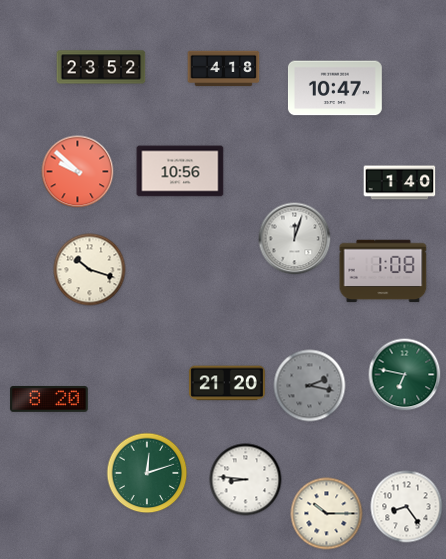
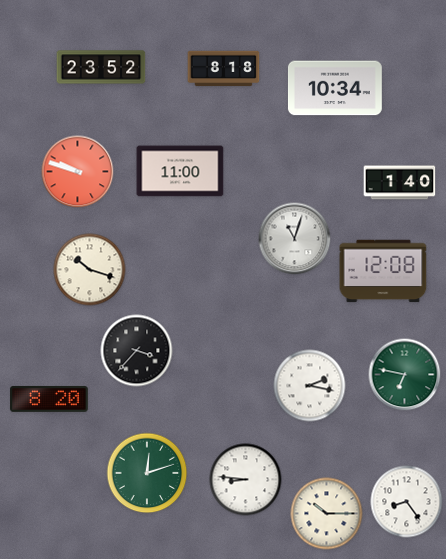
clock at (224, 69): 4:18 -> 8:18
clock at (335, 88): 10:47 -> 10:34
clock at (180, 171): 10:56 -> 11:00
clock at (78, 172): 9:52 -> 9:48
clock at (295, 239): 12:03 -> 11:03
clock at (383, 271): 1:08 -> 12:08
clock at (137, 351): none -> 3:37
clock at (227, 383): 21:20 -> none
clock at (310, 386) dial: grey -> white
clock at (407, 507) position: (407, 507) -> (407, 502)
